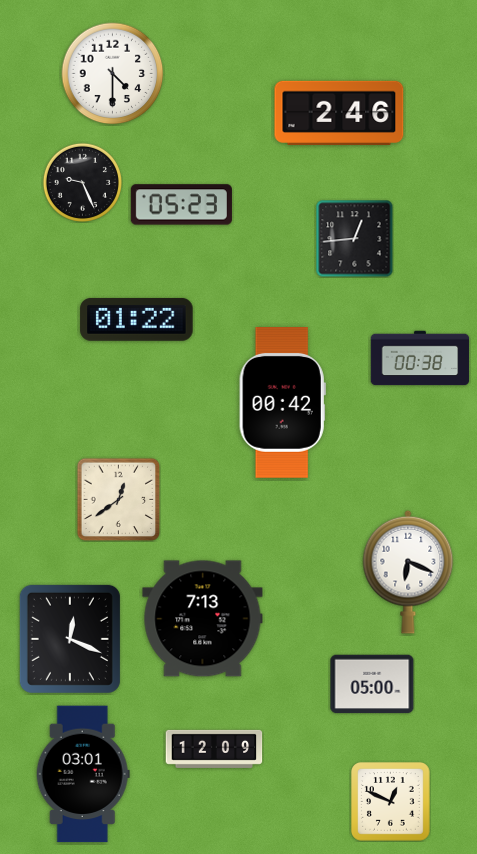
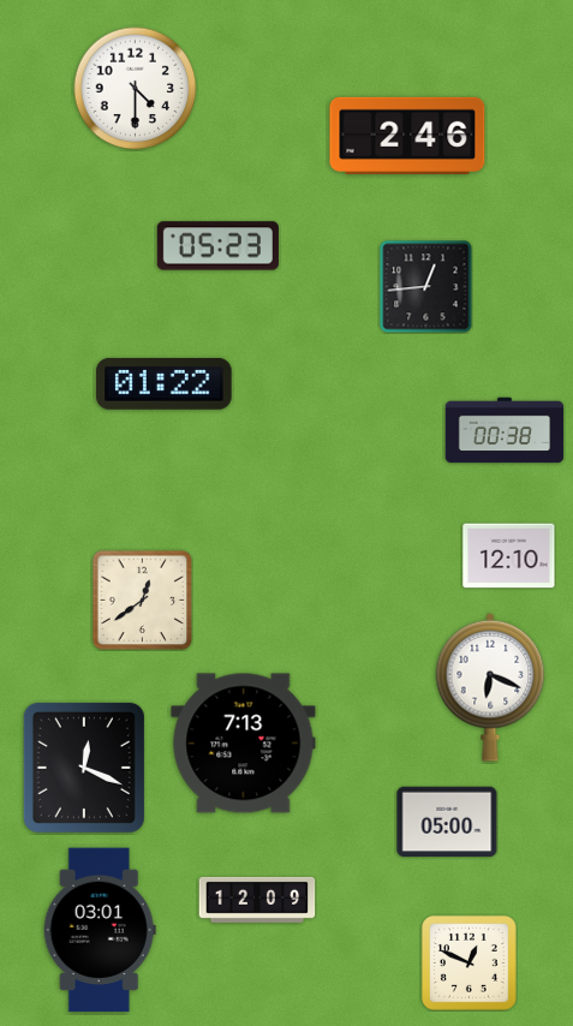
clock at (82, 182): 9:26 -> none
clock at (282, 403): 00:42 -> none
clock at (509, 556): none -> 12:10
